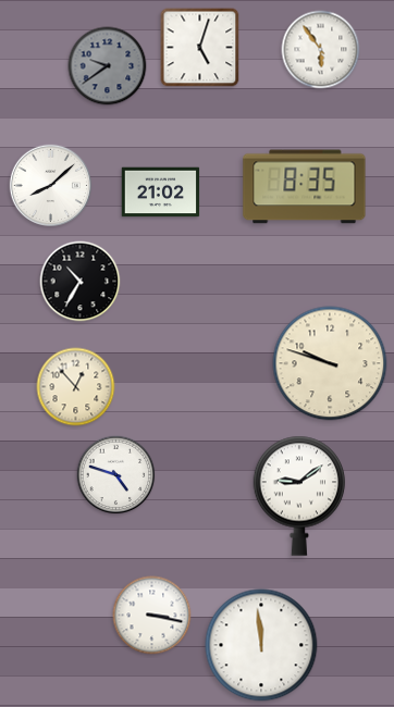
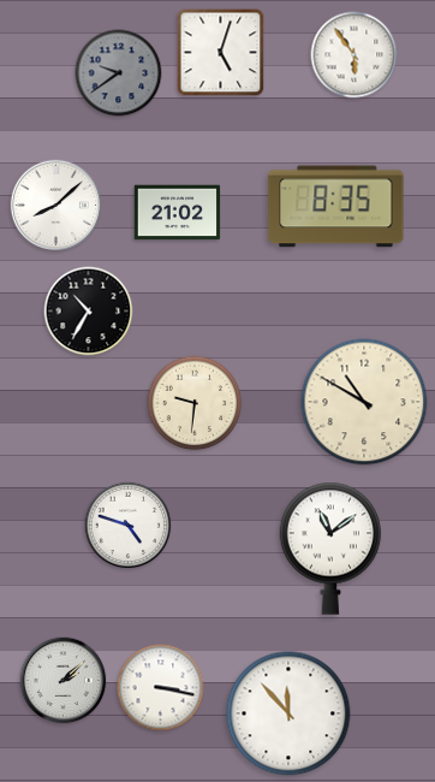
clock at (330, 363): 9:48 -> 10:50
clock at (195, 403): none -> 9:31
clock at (76, 387): 12:53 -> none
clock at (299, 496): 9:09 -> 11:09
clock at (64, 681): none -> 2:08
clock at (152, 616) position: (152, 616) -> (161, 688)
clock at (261, 645): 11:59 -> 11:53
